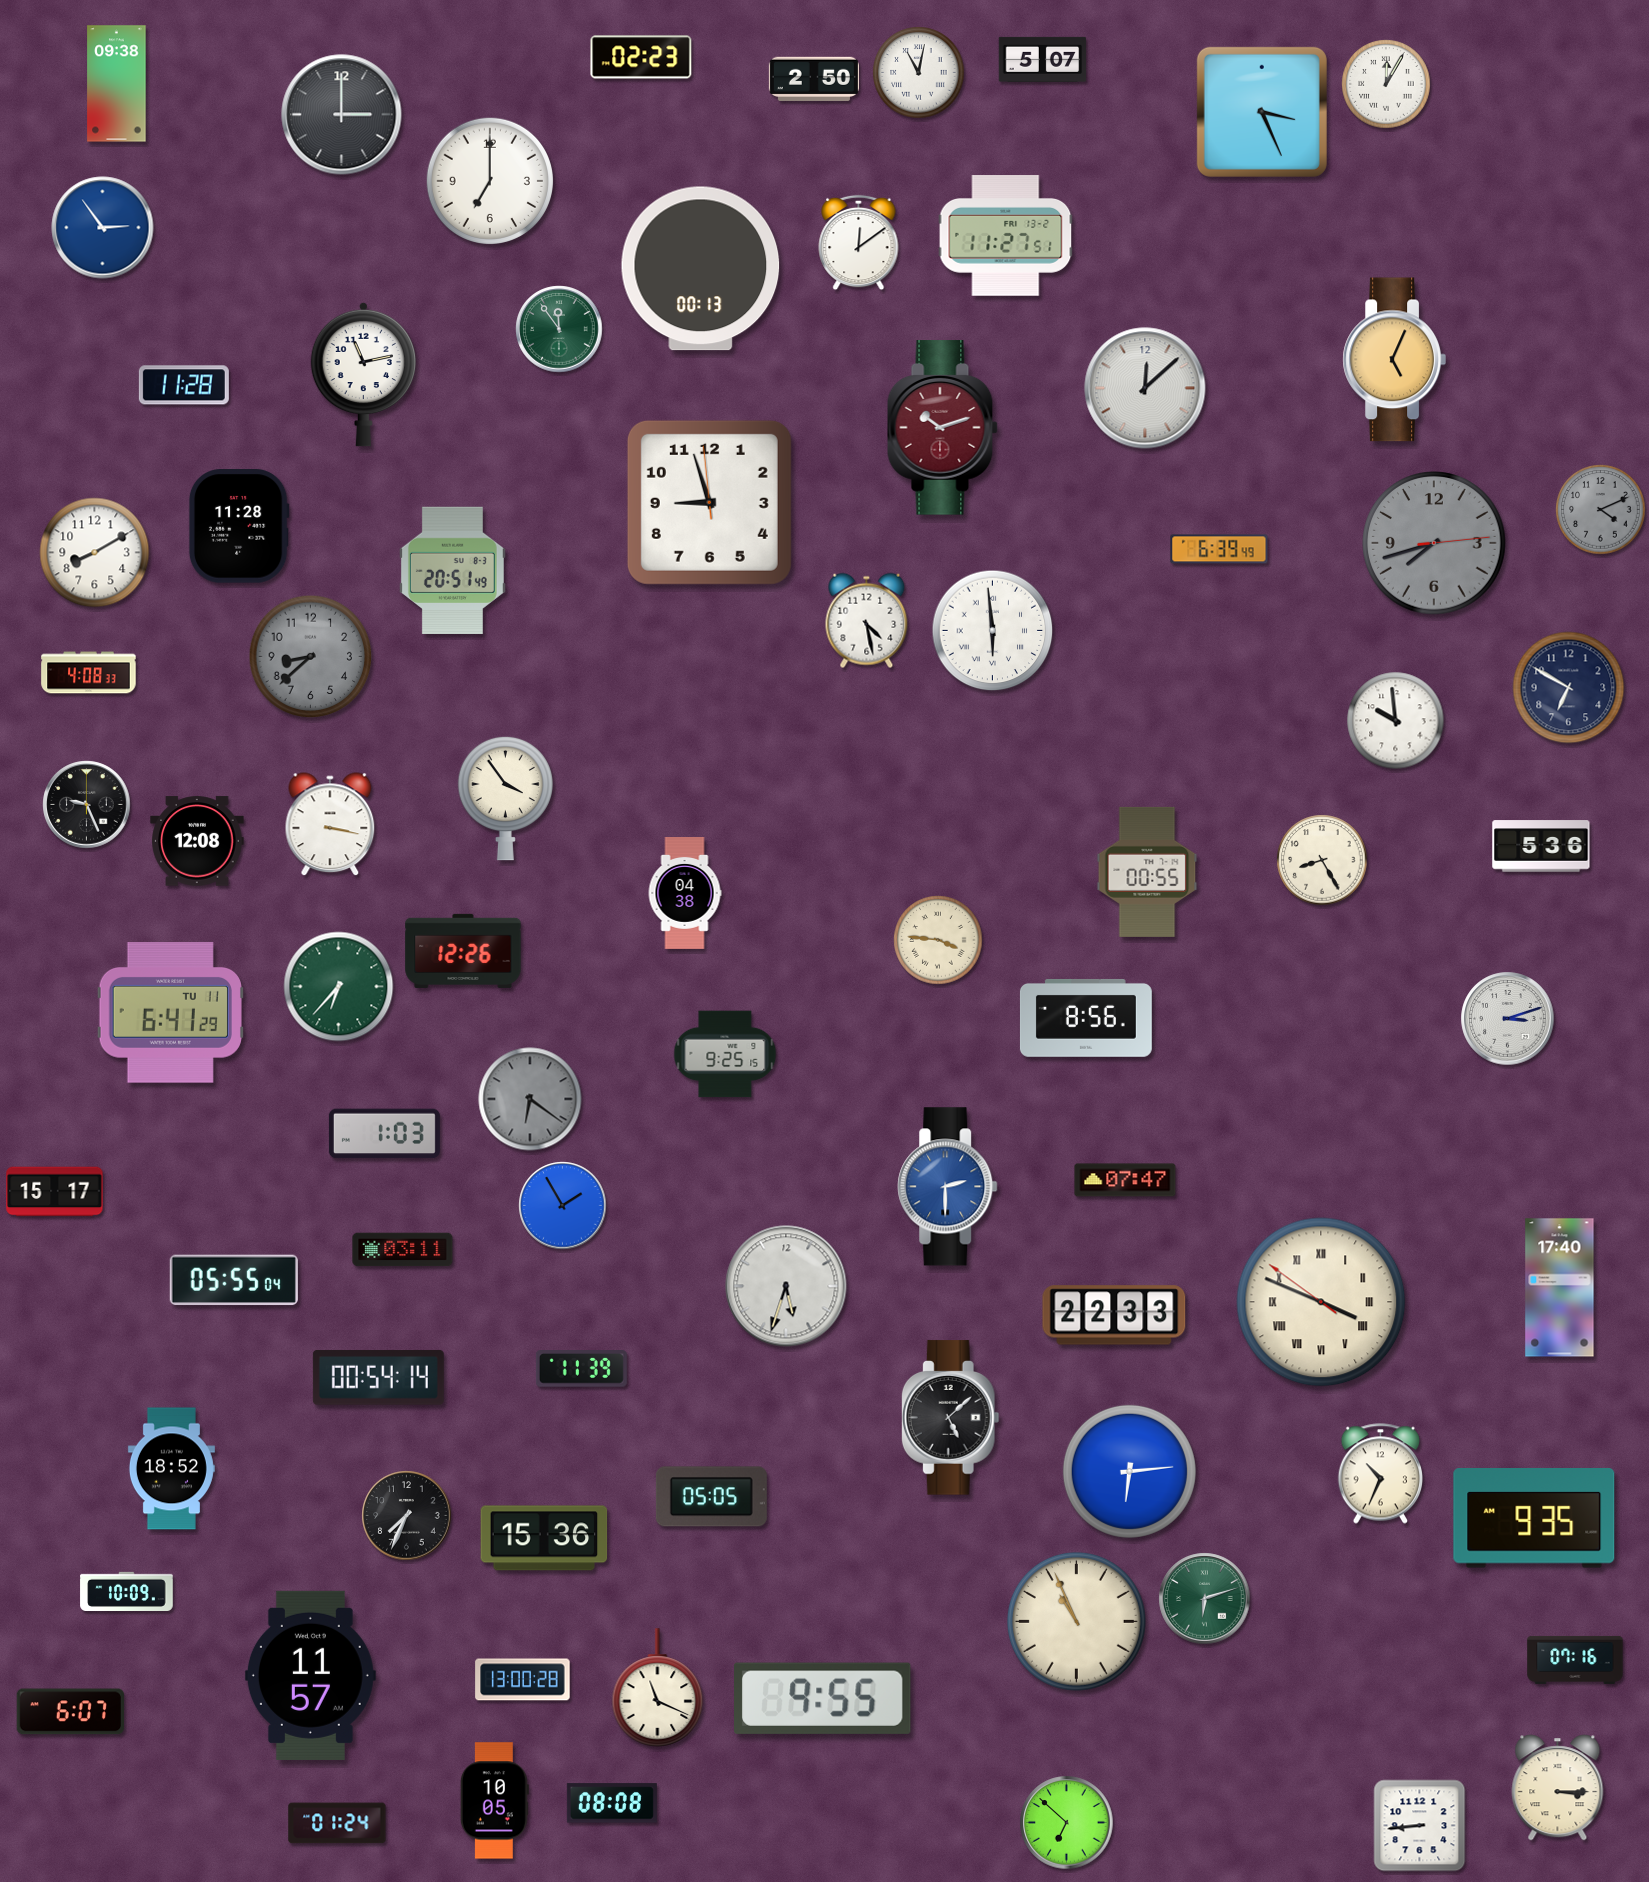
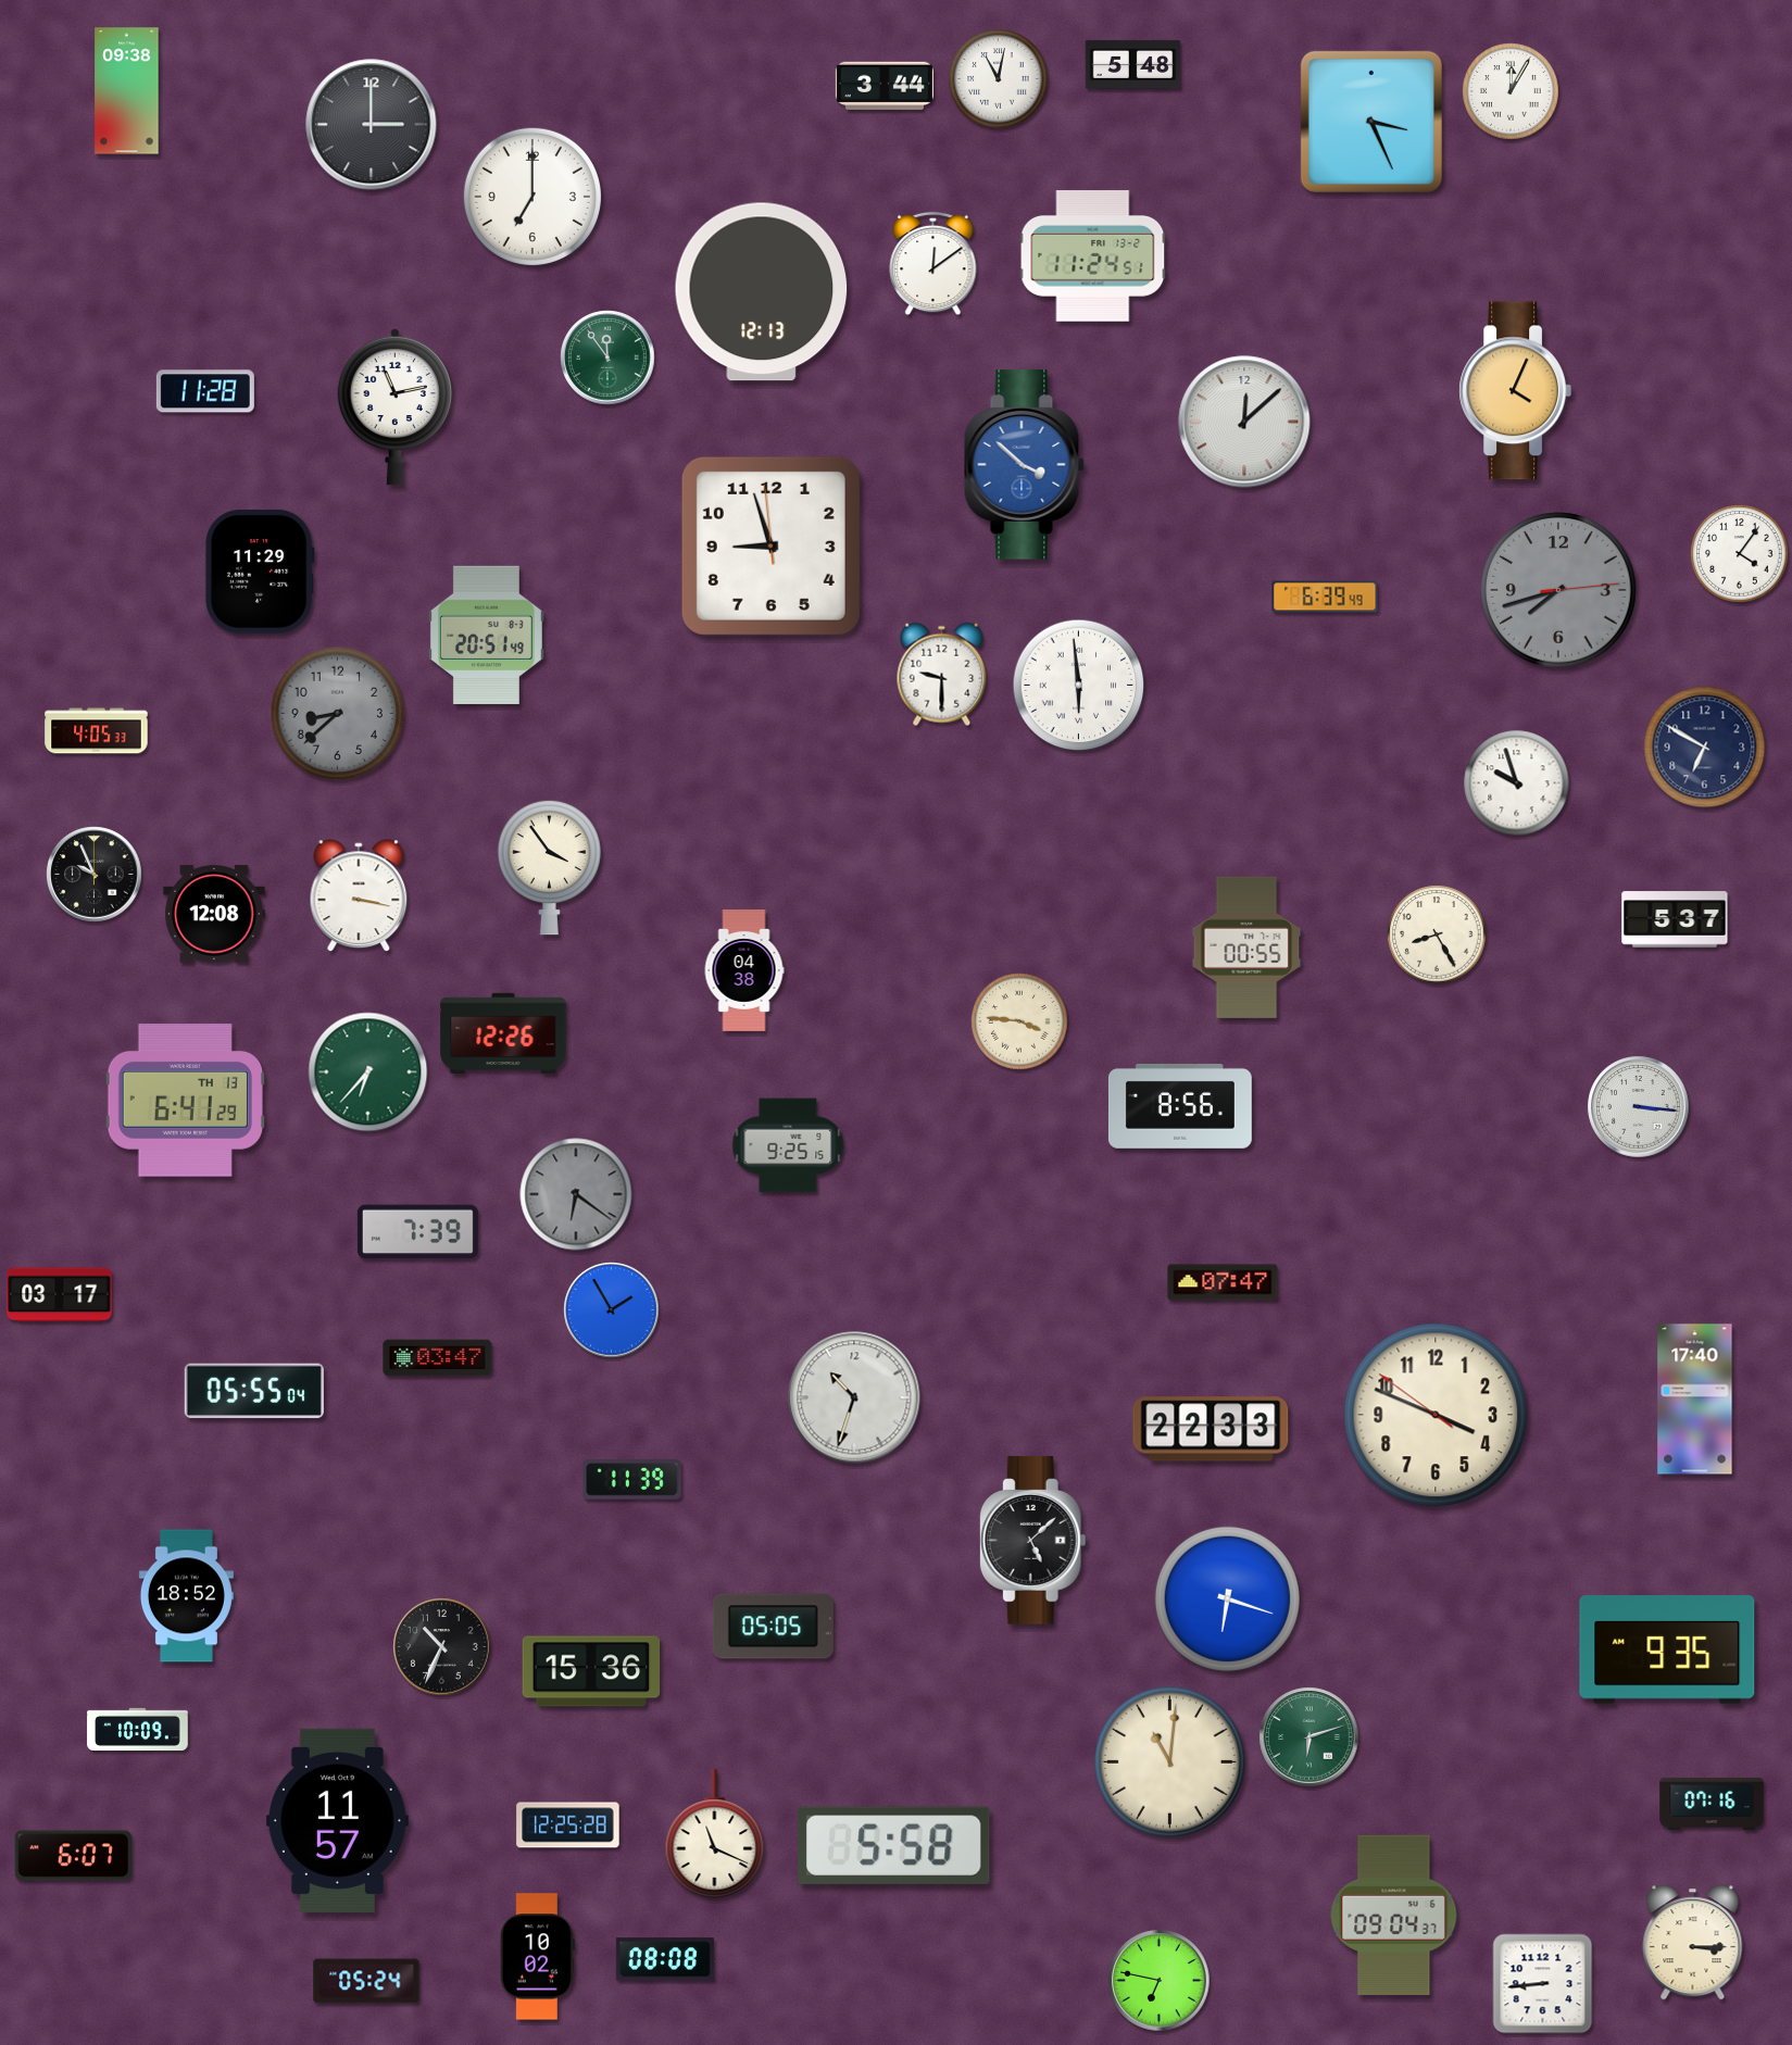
clock at (641, 57): 02:23 -> none
clock at (1043, 59): 5:07 -> 5:48
clock at (814, 78): 2:50 -> 3:44
clock at (1386, 84) position: (1386, 84) -> (1511, 91)
clock at (103, 228): 2:54 -> none
clock at (1006, 236): 11:27 -> 11:24
clock at (701, 269): 00:13 -> 12:13
clock at (1394, 360): 5:04 -> 4:04
clock at (184, 385) position: (184, 385) -> (205, 391)
clock at (942, 428): 10:12 -> 3:52
clock at (942, 428) dial: burgundy -> blue
clock at (1601, 510): 4:11 -> 4:06
clock at (1601, 510) dial: grey -> white
clock at (239, 526): 11:28 -> 11:29
clock at (95, 553): 8:10 -> none
clock at (452, 570) position: (452, 570) -> (486, 635)
clock at (867, 621): 4:28 -> 9:30
clock at (89, 673): 4:08 -> 4:05
clock at (1396, 721): 9:59 -> 9:57
clock at (87, 805): 9:26 -> 9:56
clock at (1541, 846): 5:36 -> 5:37
clock at (170, 1013) date: TU 11 -> TH 13
clock at (1508, 1019): 3:12 -> 3:16
clock at (384, 1134): 1:03 -> 7:39
clock at (948, 1187): 2:30 -> none
clock at (55, 1192): 15:17 -> 03:17
clock at (403, 1250): 03:11 -> 03:47
clock at (786, 1286): 5:33 -> 10:33
clock at (1321, 1302) numerals: Roman -> Arabic
clock at (581, 1369) position: (581, 1369) -> (631, 1480)
clock at (378, 1378): 00:54 -> none
clock at (1129, 1471): 6:14 -> 6:18
clock at (1380, 1474): 10:34 -> none
clock at (407, 1516): 7:34 -> 10:34
clock at (1076, 1621): 10:56 -> 11:01
clock at (523, 1680): 13:00 -> 12:25
clock at (823, 1698): 9:55 -> 5:58
clock at (70, 1712) position: (70, 1712) -> (73, 1856)
clock at (1394, 1915): none -> 09:04
clock at (494, 1801): 10:05 -> 10:02
clock at (337, 1823): 01:24 -> 05:24
clock at (1067, 1823): 6:52 -> 6:47
